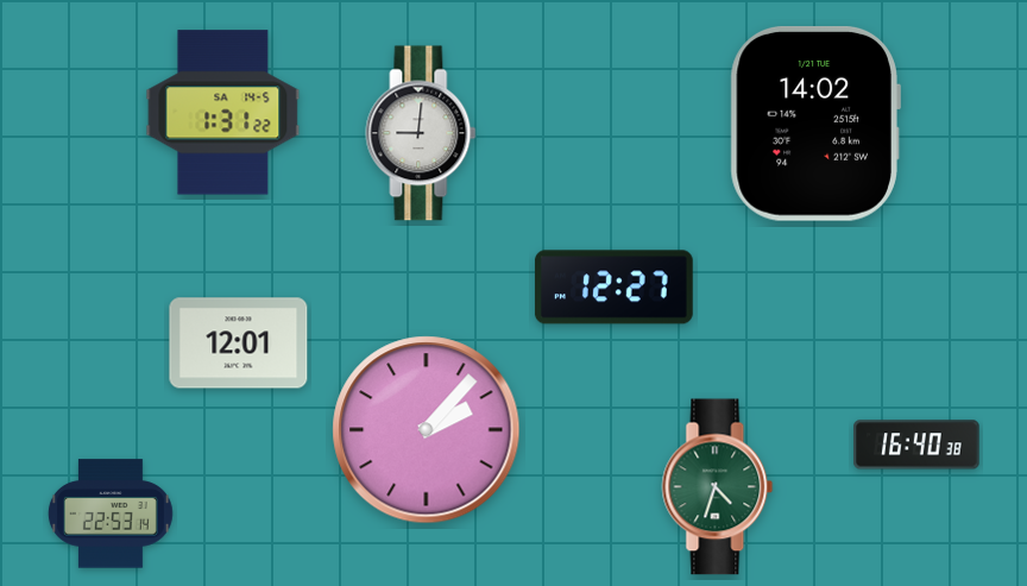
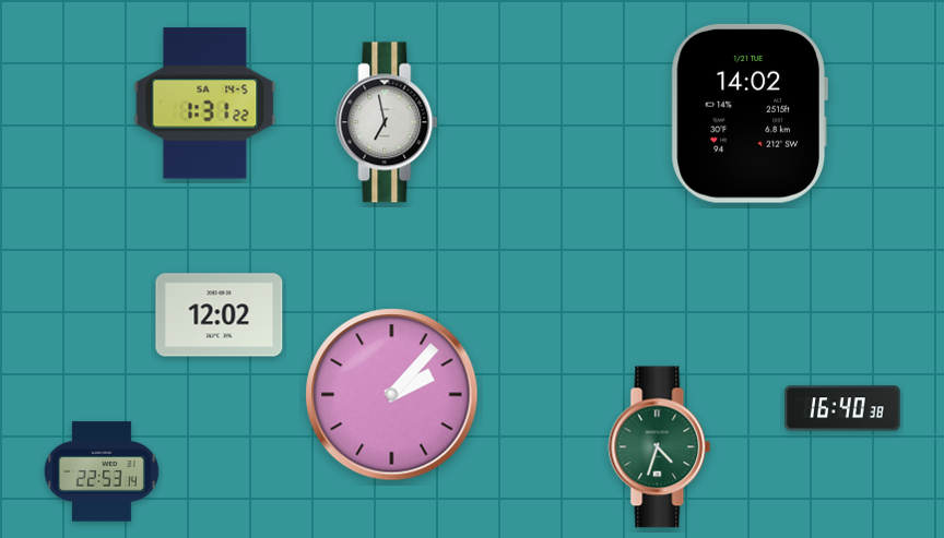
clock at (421, 133): 9:01 -> 6:58
clock at (613, 288): 12:27 -> none
clock at (239, 344): 12:01 -> 12:02
